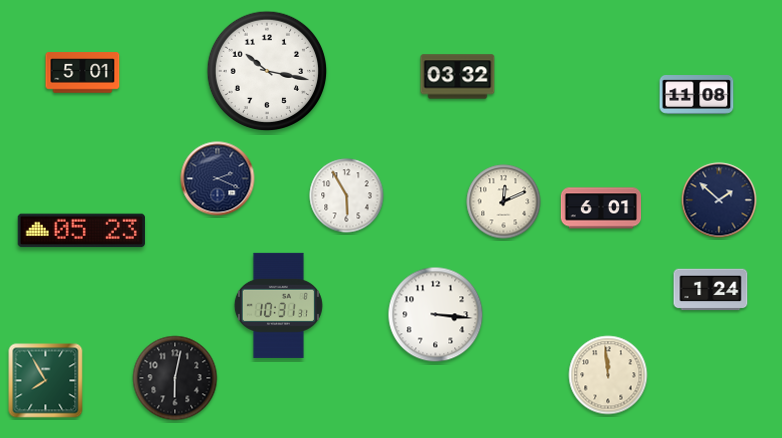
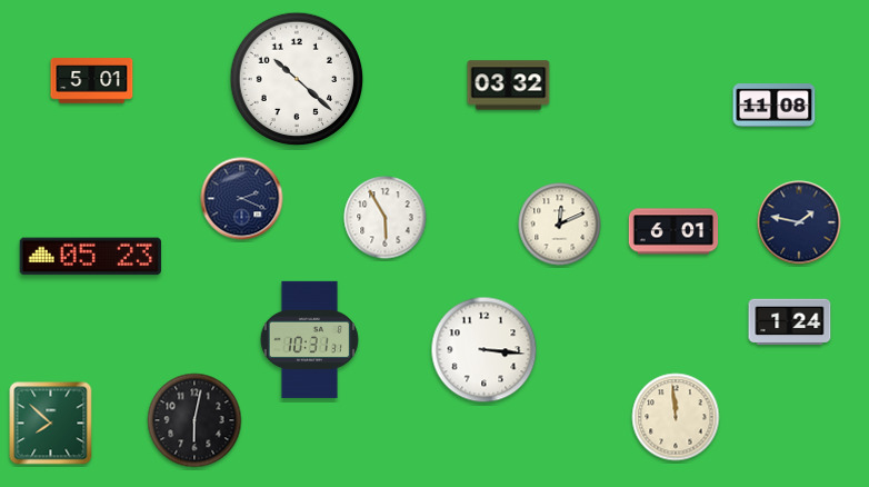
clock at (267, 71): 10:17 -> 10:22
clock at (719, 200): 1:52 -> 1:47
clock at (601, 208) position: (601, 208) -> (673, 231)
clock at (46, 381): 7:55 -> 7:52
